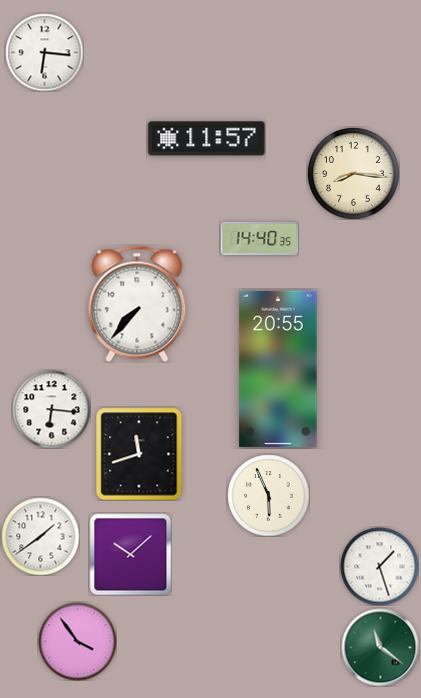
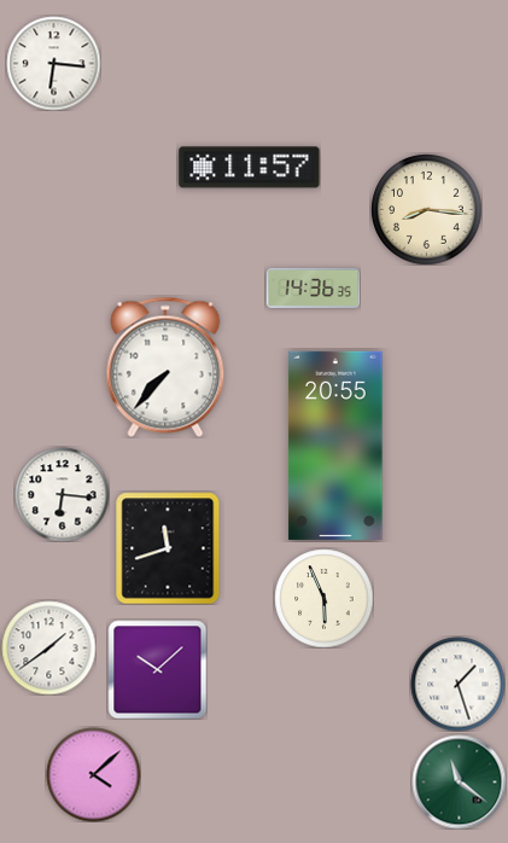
clock at (259, 238): 14:40 -> 14:36
clock at (77, 641): 3:54 -> 4:08
